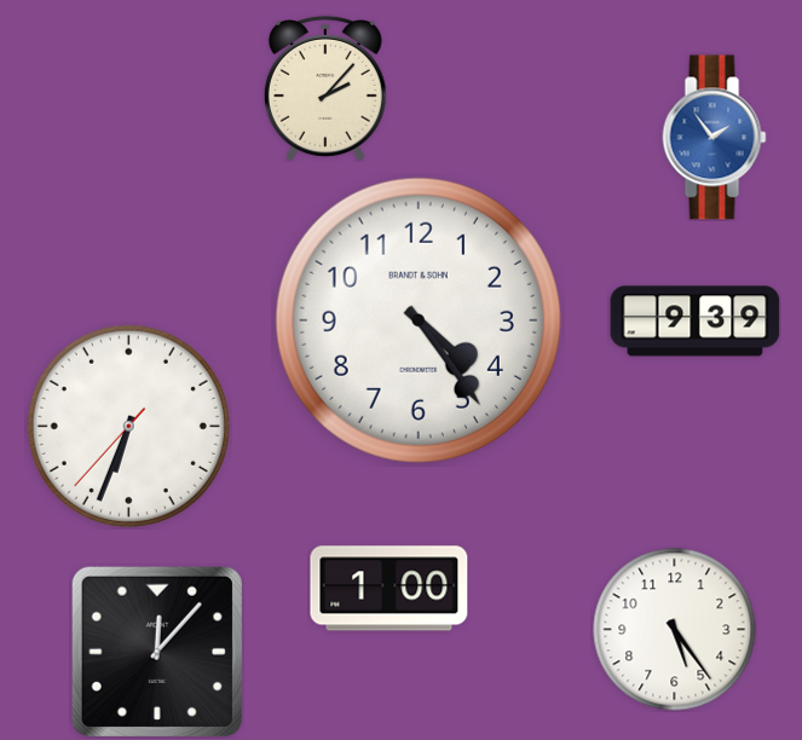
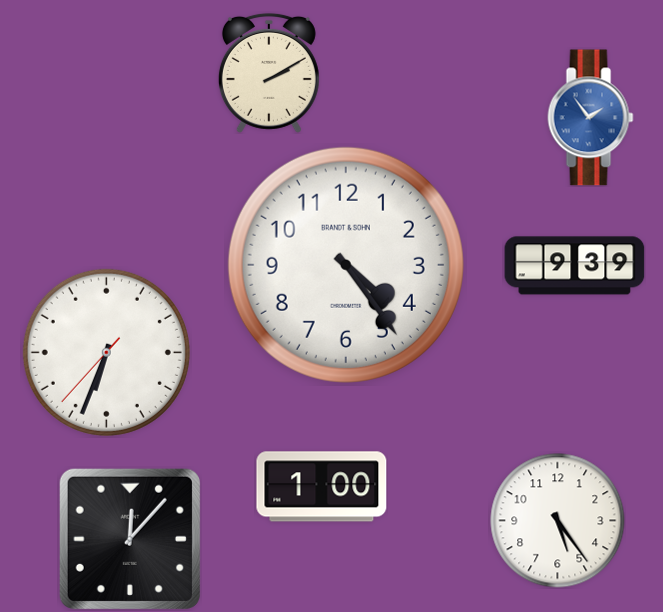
clock at (325, 88): 2:07 -> 2:10
clock at (715, 138) position: (715, 138) -> (591, 118)
